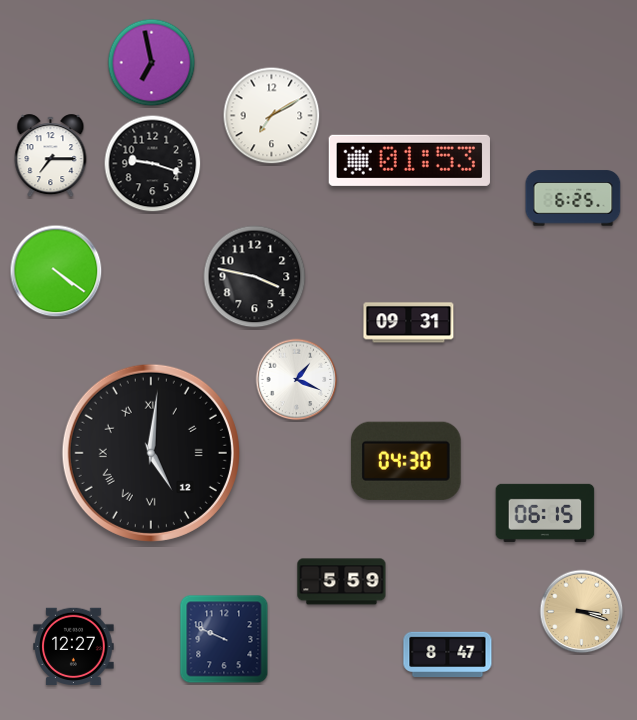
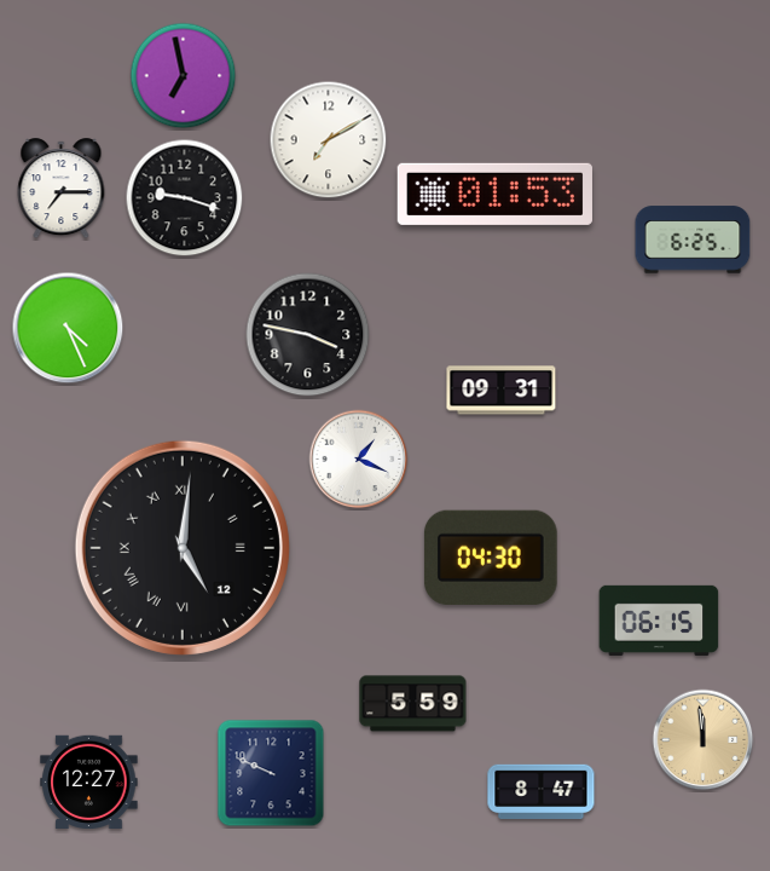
clock at (56, 271): 4:21 -> 4:26
clock at (409, 323) position: (409, 323) -> (502, 391)
clock at (582, 612): 3:18 -> 11:59
